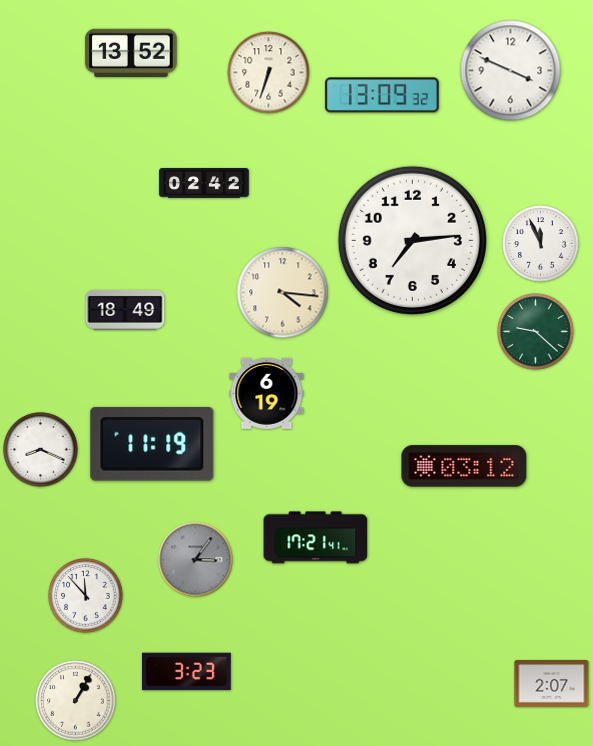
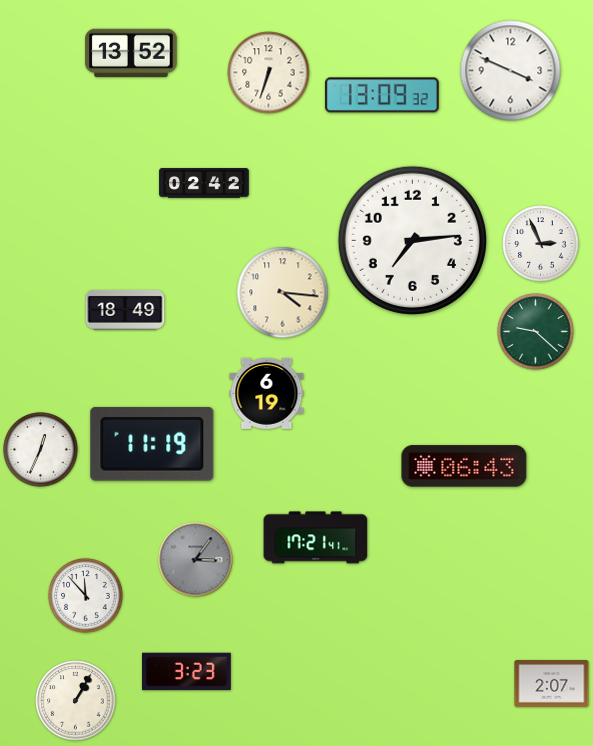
clock at (541, 244): 11:56 -> 2:56
clock at (41, 450): 8:19 -> 12:34
clock at (464, 466): 03:12 -> 06:43
